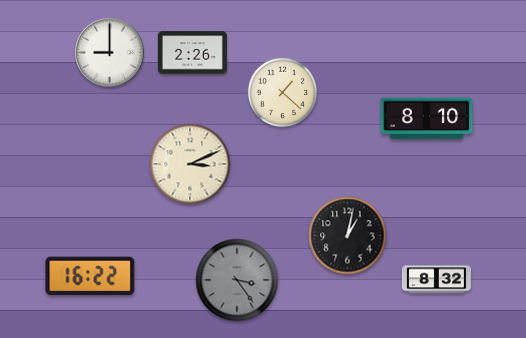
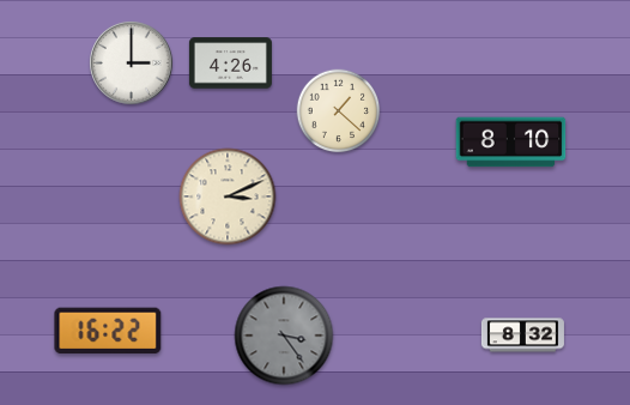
clock at (110, 53): 9:00 -> 3:00
clock at (192, 53): 2:26 -> 4:26
clock at (348, 236): 1:02 -> none
